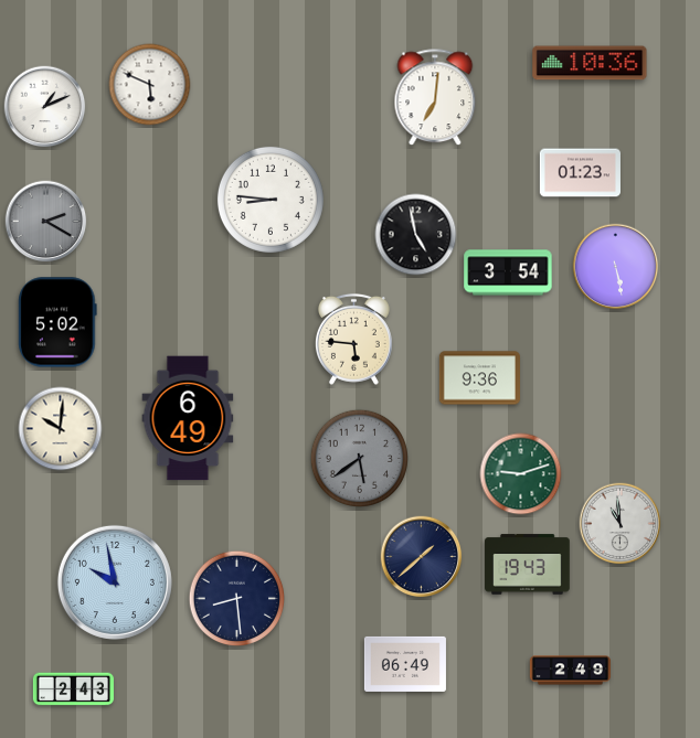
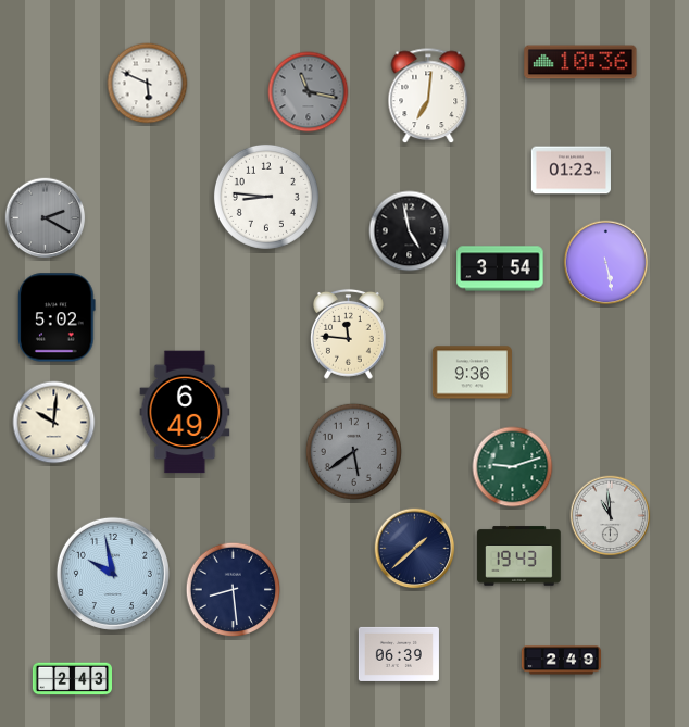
clock at (309, 92): none -> 11:17
clock at (45, 107): 1:11 -> none
clock at (353, 339): 5:46 -> 11:46
clock at (61, 429) position: (61, 429) -> (54, 423)
clock at (405, 664): 06:49 -> 06:39
